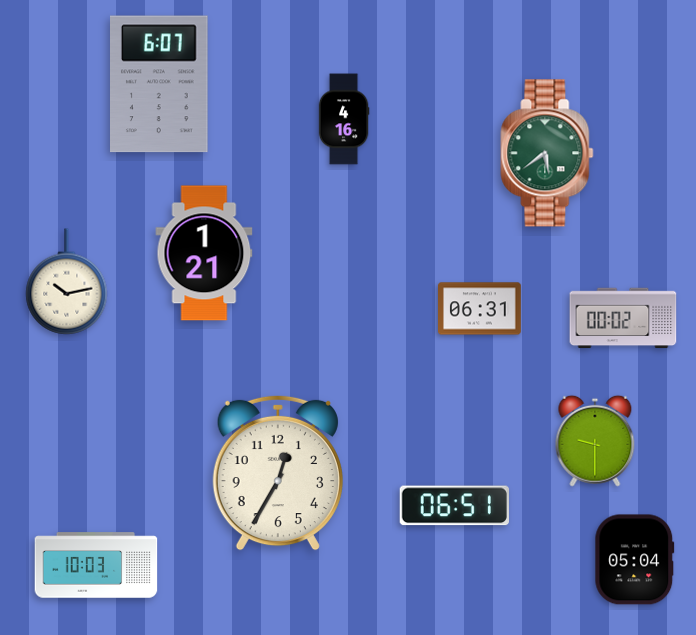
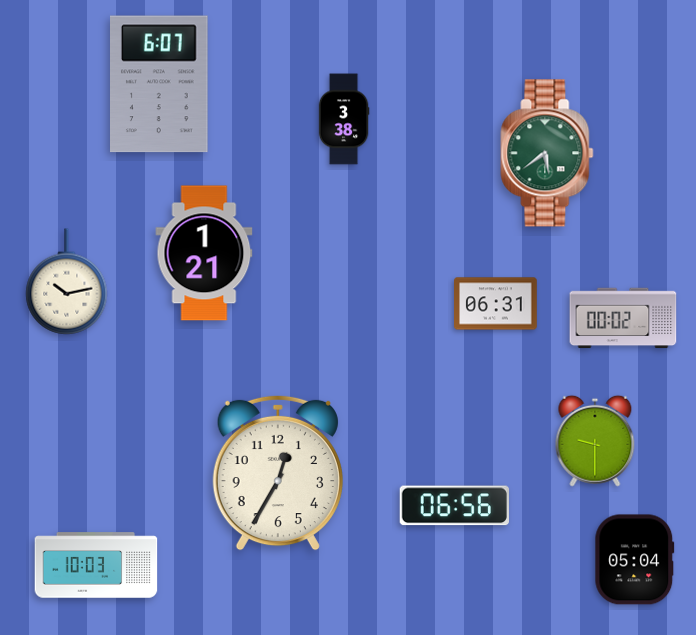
clock at (344, 119): 4:16 -> 3:38
clock at (480, 309) position: (480, 309) -> (496, 304)
clock at (454, 506): 06:51 -> 06:56
